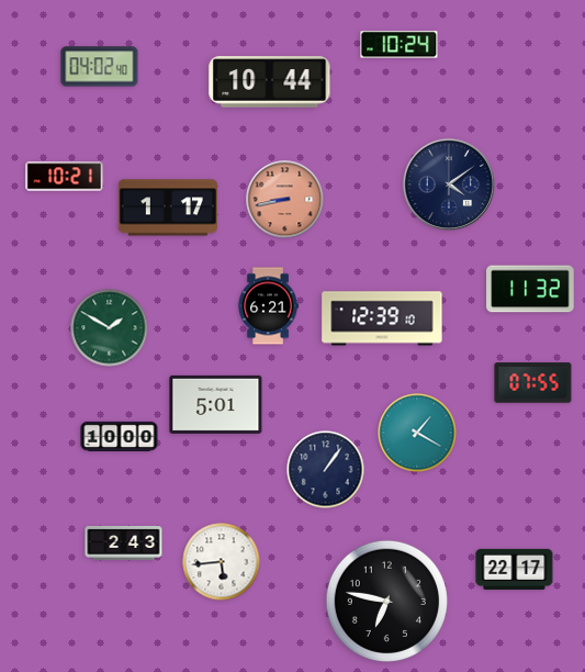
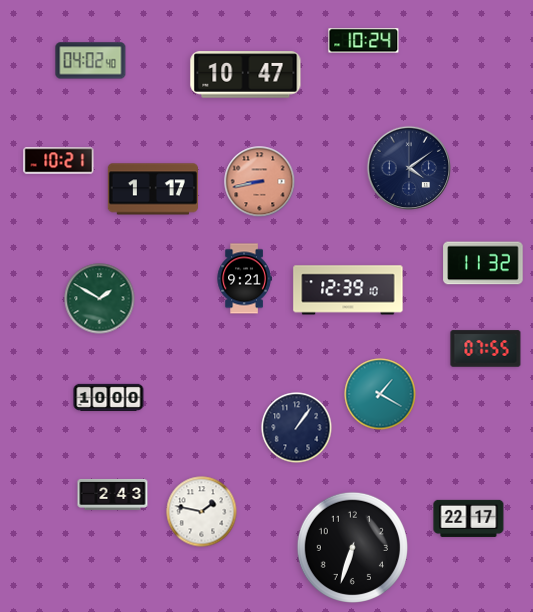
clock at (270, 82): 10:44 -> 10:47
clock at (268, 306): 6:21 -> 9:21
clock at (216, 404): 5:01 -> none
clock at (222, 562): 5:44 -> 1:47
clock at (386, 601): 6:47 -> 6:33
